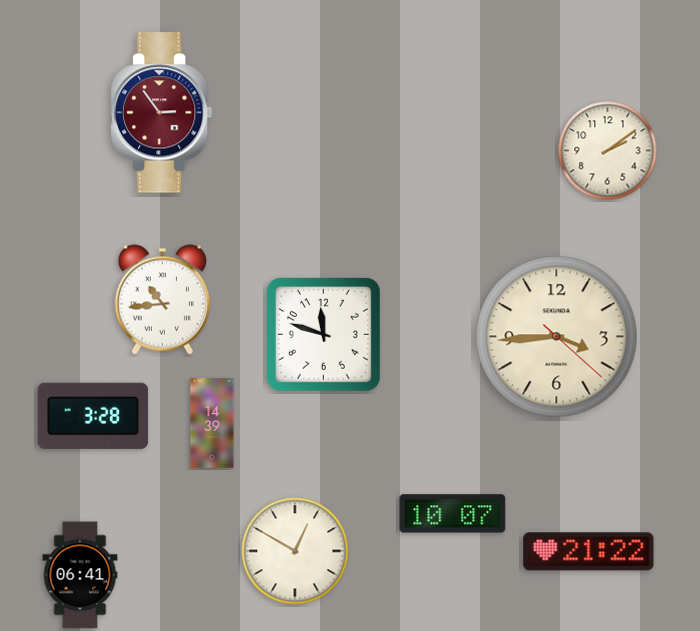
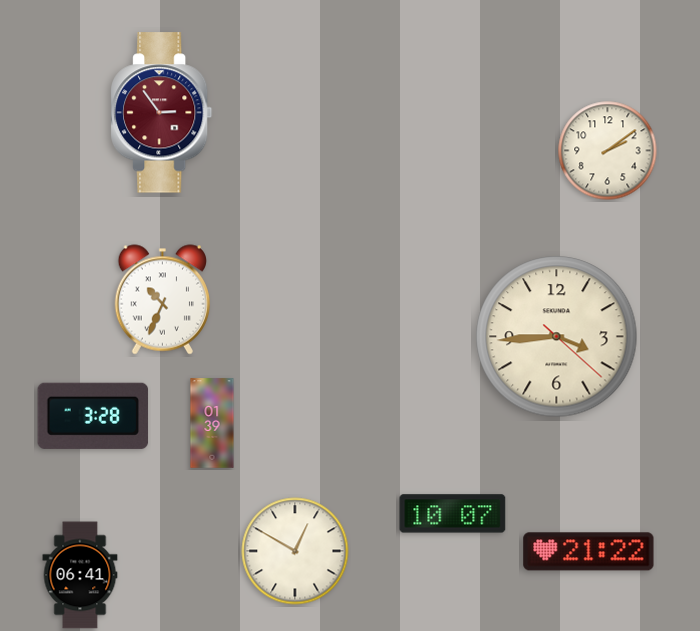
clock at (162, 300): 10:44 -> 10:34
clock at (323, 334): 11:48 -> none
clock at (212, 423): 14:39 -> 01:39
